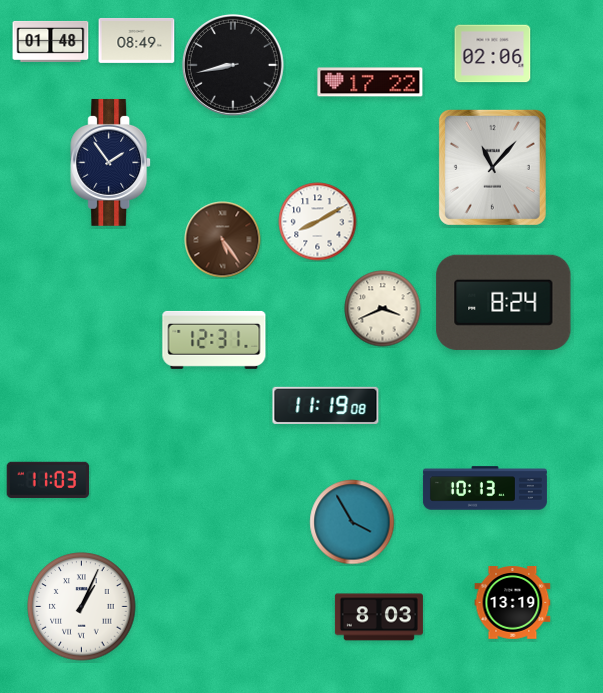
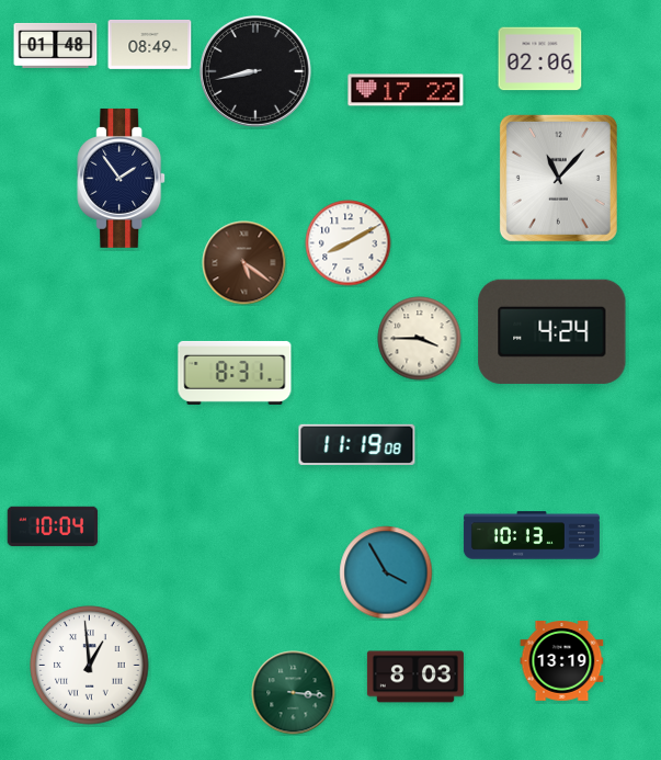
clock at (492, 167) position: (492, 167) -> (558, 178)
clock at (223, 240): 5:24 -> 5:21
clock at (504, 302): 8:24 -> 4:24
clock at (383, 309): 3:41 -> 3:45
clock at (214, 340): 12:31 -> 8:31
clock at (48, 479): 11:03 -> 10:04
clock at (82, 607): 1:04 -> 12:59
clock at (294, 693): none -> 3:16
